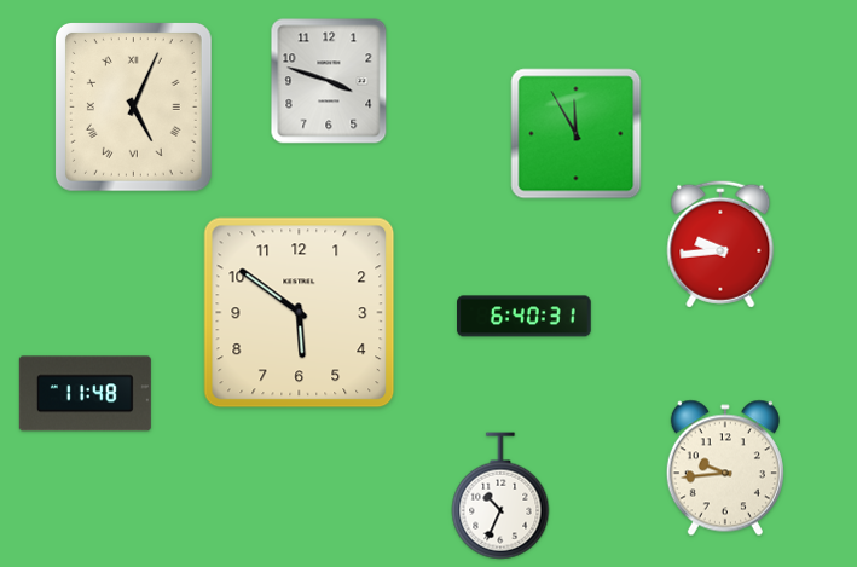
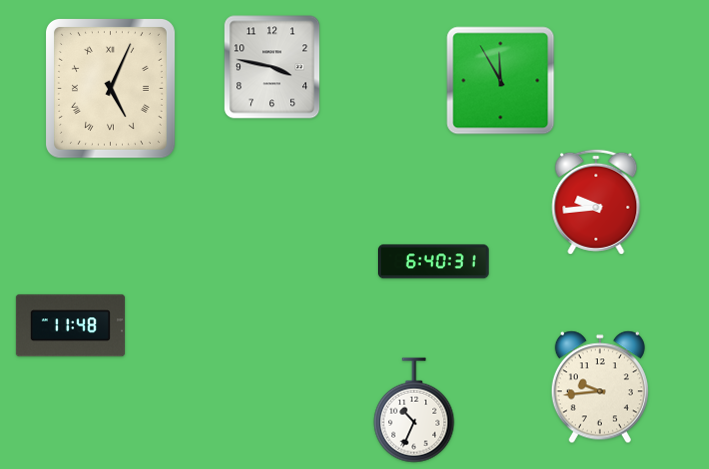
clock at (329, 81): 3:48 -> 3:47
clock at (577, 134) position: (577, 134) -> (501, 81)
clock at (300, 313): 5:51 -> none
